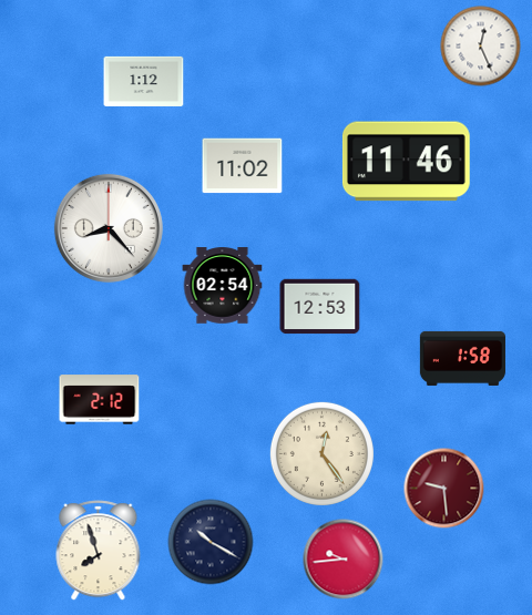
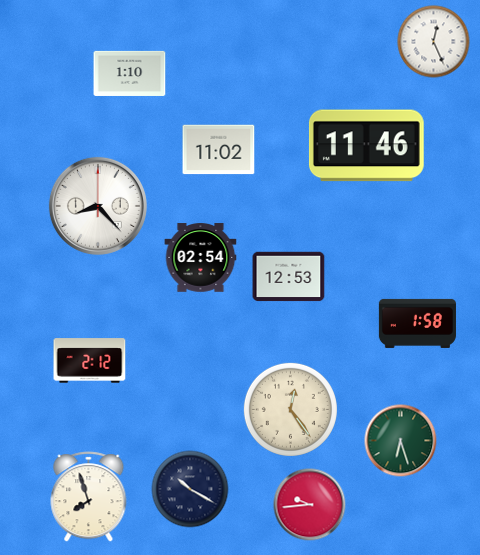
clock at (144, 81): 1:12 -> 1:10
clock at (444, 489): 9:29 -> 6:27
clock at (444, 489) dial: burgundy -> green
